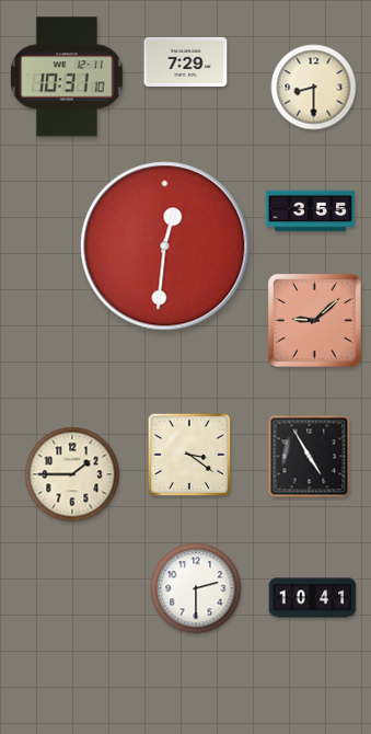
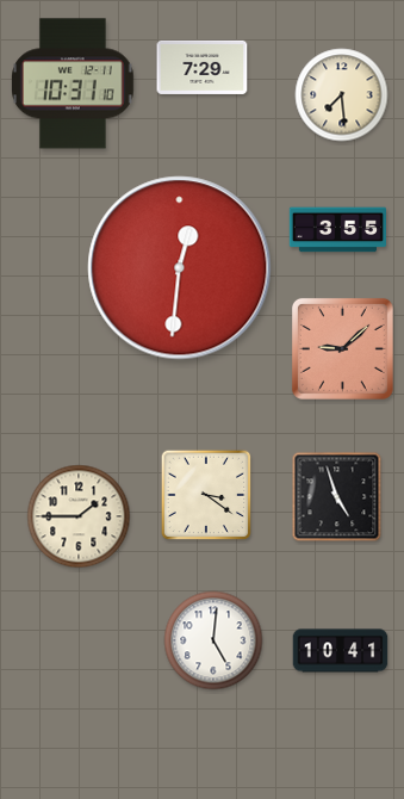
clock at (314, 88): 8:30 -> 7:29
clock at (310, 457): 4:55 -> 4:57
clock at (196, 588): 2:30 -> 5:01
